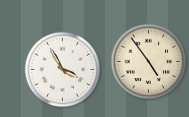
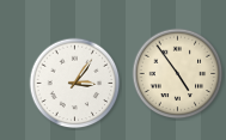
clock at (63, 70): 3:55 -> 3:06
